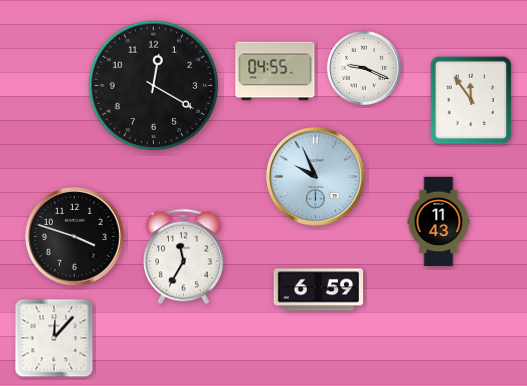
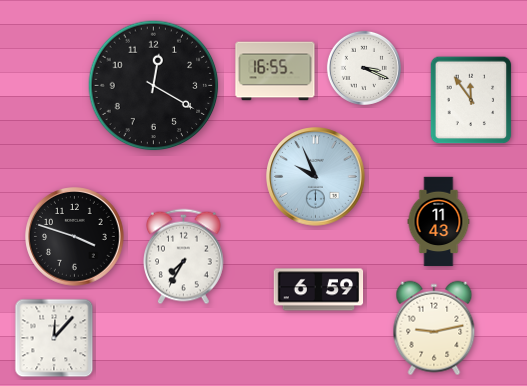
clock at (364, 68): 9:19 -> 3:19
clock at (275, 71): 04:55 -> 16:55
clock at (184, 257): 11:35 -> 7:35
clock at (434, 328): none -> 9:13
